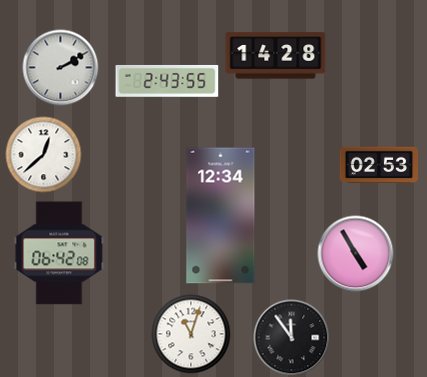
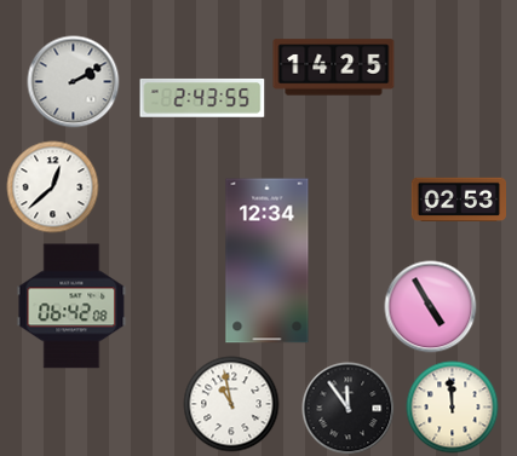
clock at (276, 56): 14:28 -> 14:25
clock at (191, 334): 11:03 -> 10:58
clock at (453, 408): none -> 11:59
clock at (292, 338) position: (292, 338) -> (349, 409)
